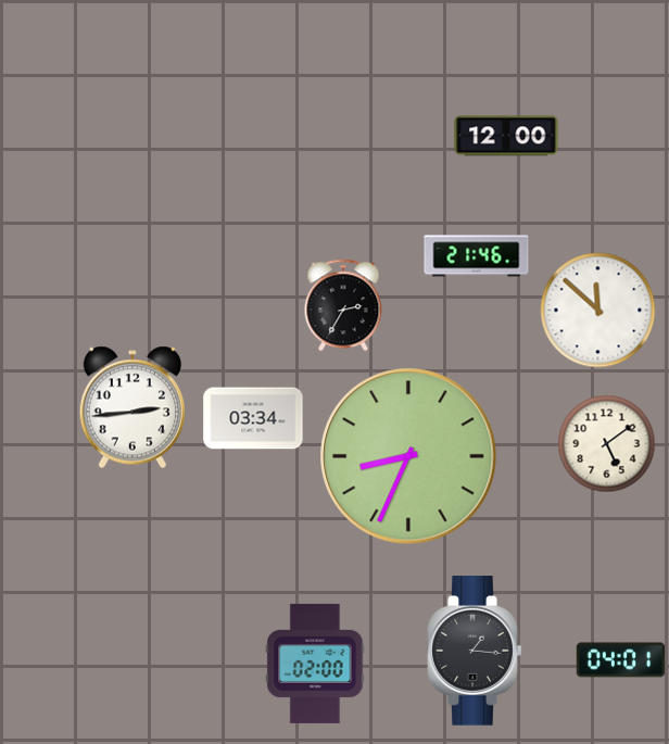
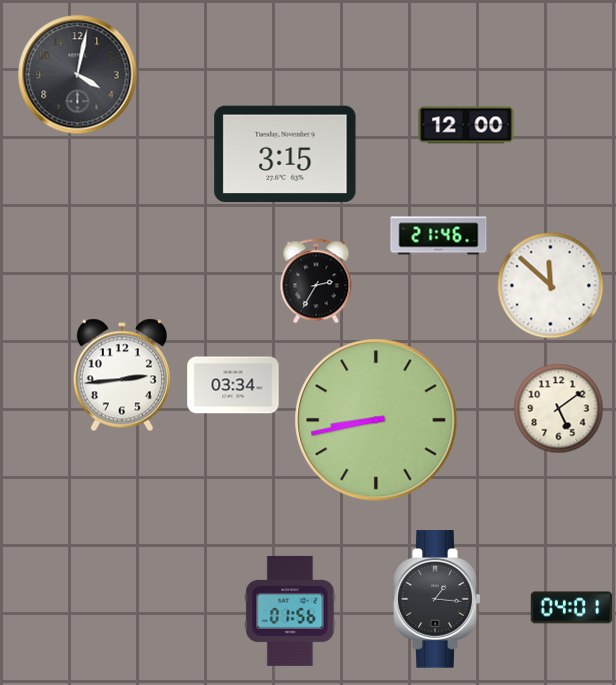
clock at (78, 75): none -> 4:02
clock at (285, 153): none -> 3:15
clock at (408, 456): 8:34 -> 8:43
clock at (315, 664): 02:00 -> 01:56
